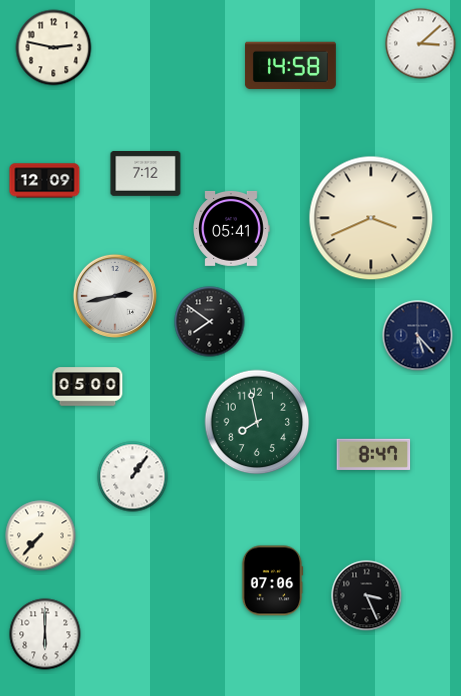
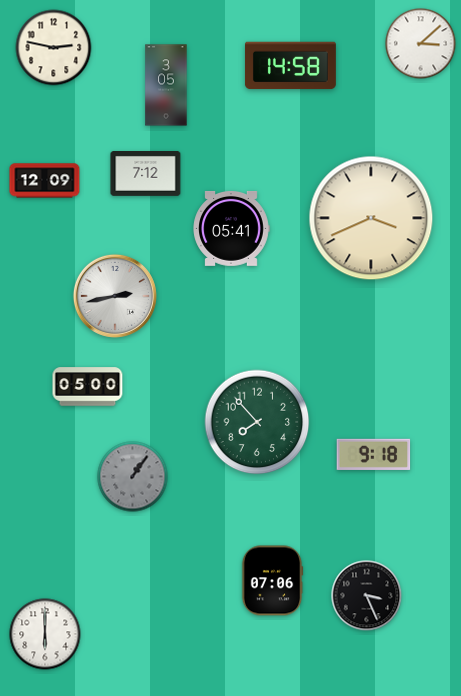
clock at (166, 85): none -> 3:05
clock at (210, 322): 7:51 -> none
clock at (418, 336): 5:23 -> none
clock at (257, 422): 7:58 -> 7:53
clock at (374, 454): 8:47 -> 9:18
clock at (133, 477) dial: white -> grey
clock at (41, 536): 7:37 -> none
